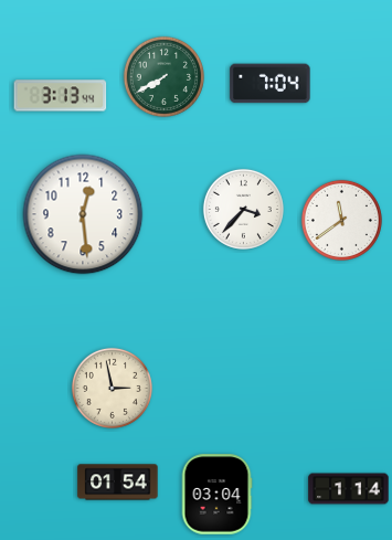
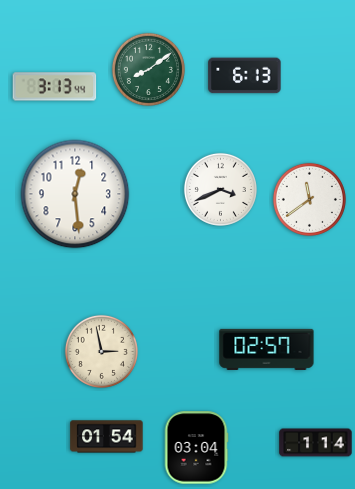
clock at (163, 76): 7:40 -> 8:09
clock at (271, 84): 7:04 -> 6:13
clock at (243, 209): 3:37 -> 3:41
clock at (267, 349): none -> 02:57
